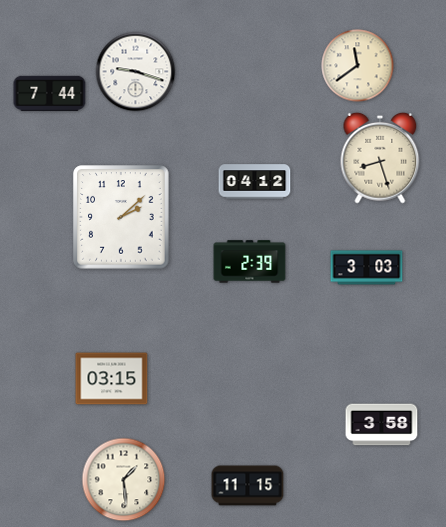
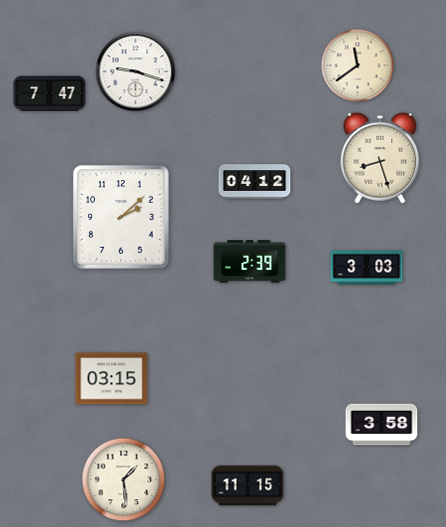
clock at (50, 93): 7:44 -> 7:47
